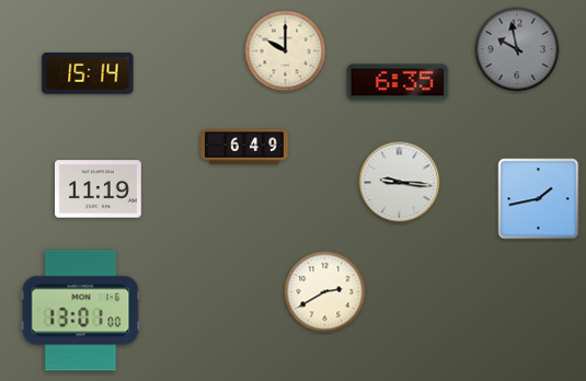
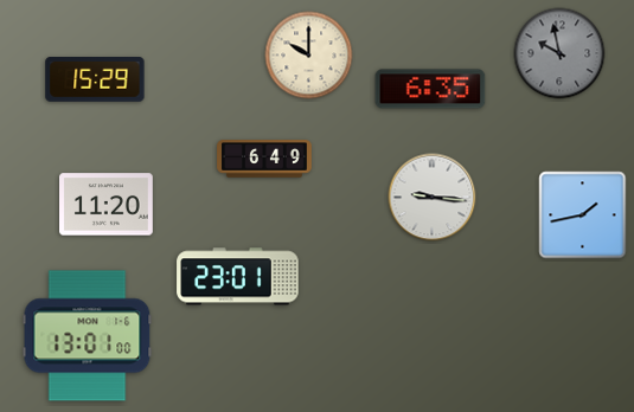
clock at (88, 74): 15:14 -> 15:29
clock at (99, 189): 11:19 -> 11:20
clock at (238, 277): none -> 23:01
clock at (325, 292): 2:40 -> none
